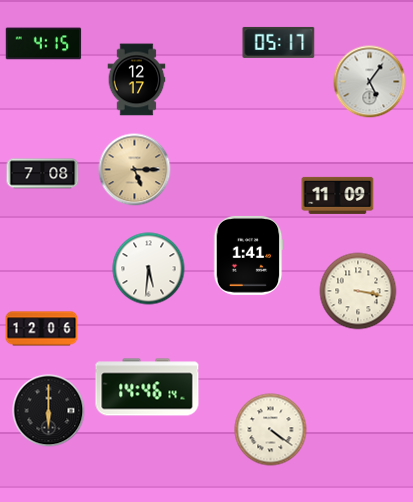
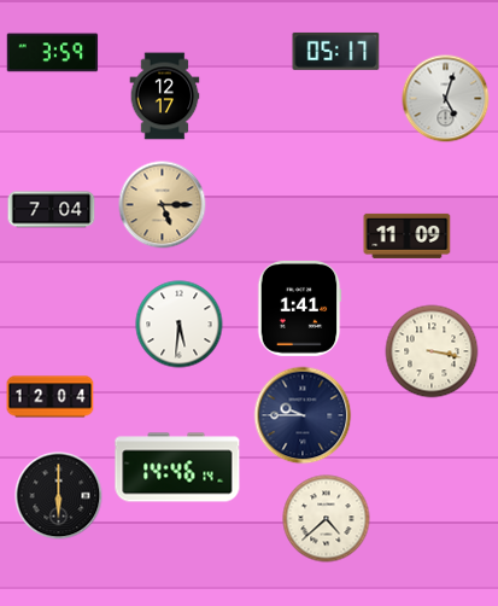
clock at (44, 44): 4:15 -> 3:59
clock at (370, 82): 5:06 -> 5:03
clock at (43, 174): 7:08 -> 7:04
clock at (42, 329): 12:06 -> 12:04
clock at (303, 415): none -> 9:45
clock at (271, 430): 4:21 -> 4:38
